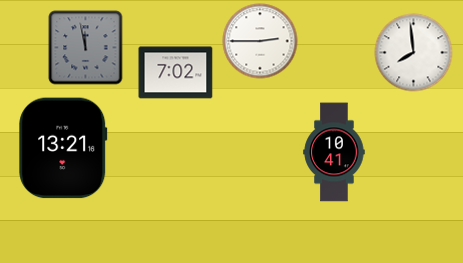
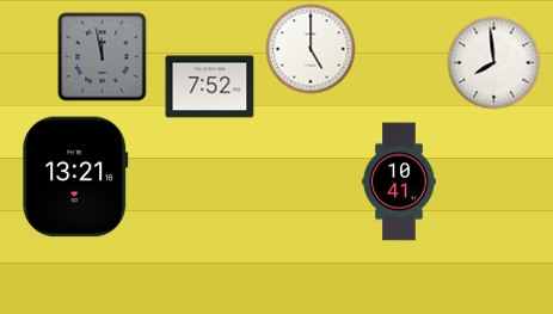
clock at (260, 41): 2:45 -> 5:00
clock at (176, 73): 7:02 -> 7:52
